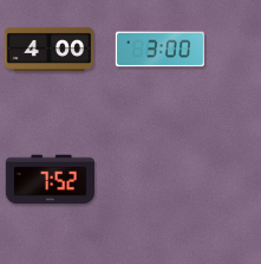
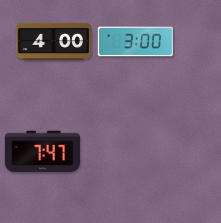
clock at (48, 49) position: (48, 49) -> (53, 41)
clock at (50, 180): 7:52 -> 7:47
